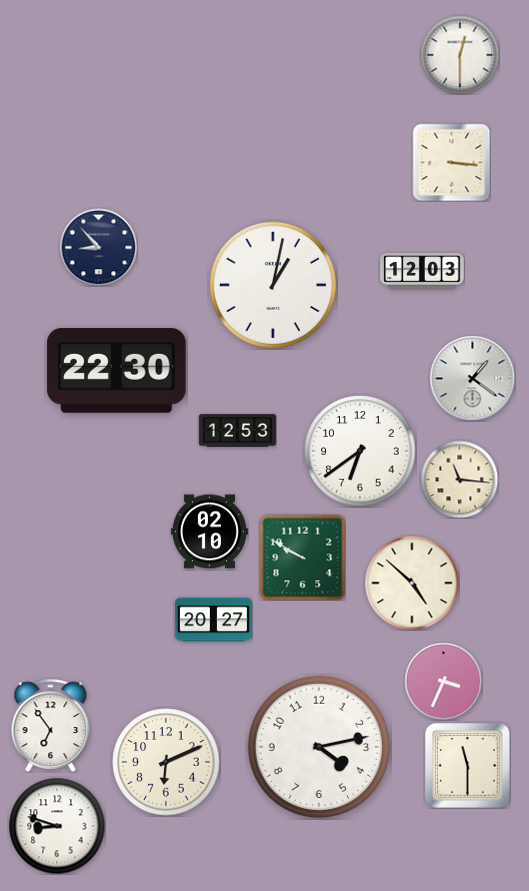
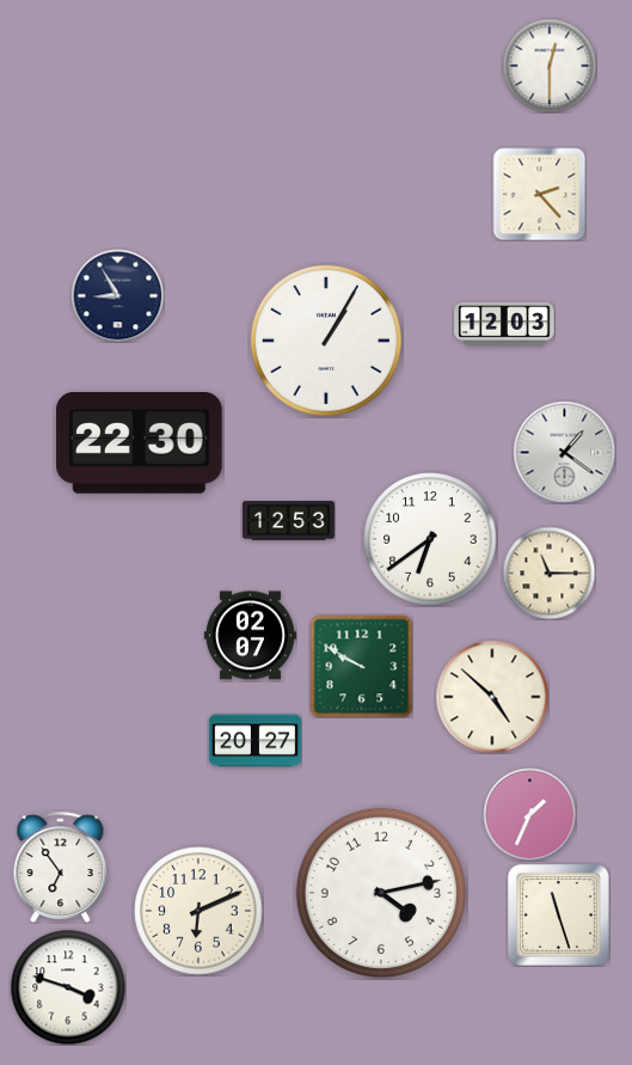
clock at (451, 162): 3:16 -> 2:23
clock at (98, 247): 8:53 -> 8:55
clock at (273, 285): 1:02 -> 1:05
clock at (237, 431) position: (237, 431) -> (288, 521)
clock at (459, 479): 11:16 -> 11:15
clock at (209, 532): 02:10 -> 02:07
clock at (443, 681): 3:34 -> 1:34
clock at (468, 766): 11:30 -> 11:27
clock at (57, 826): 8:48 -> 3:48
